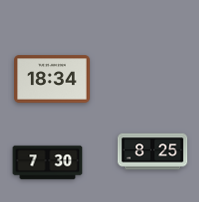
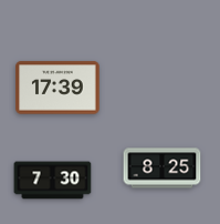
clock at (52, 79): 18:34 -> 17:39
clock at (153, 152) position: (153, 152) -> (163, 169)
